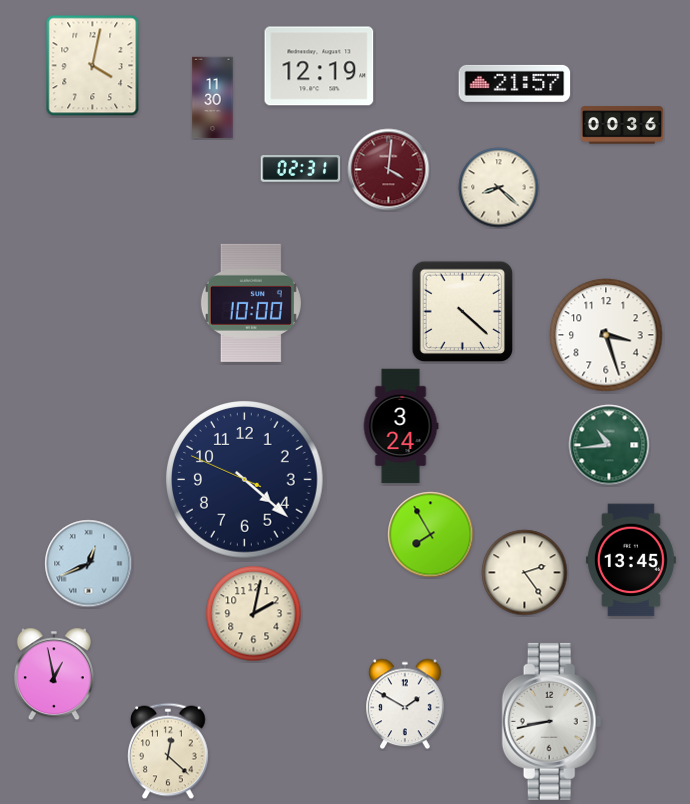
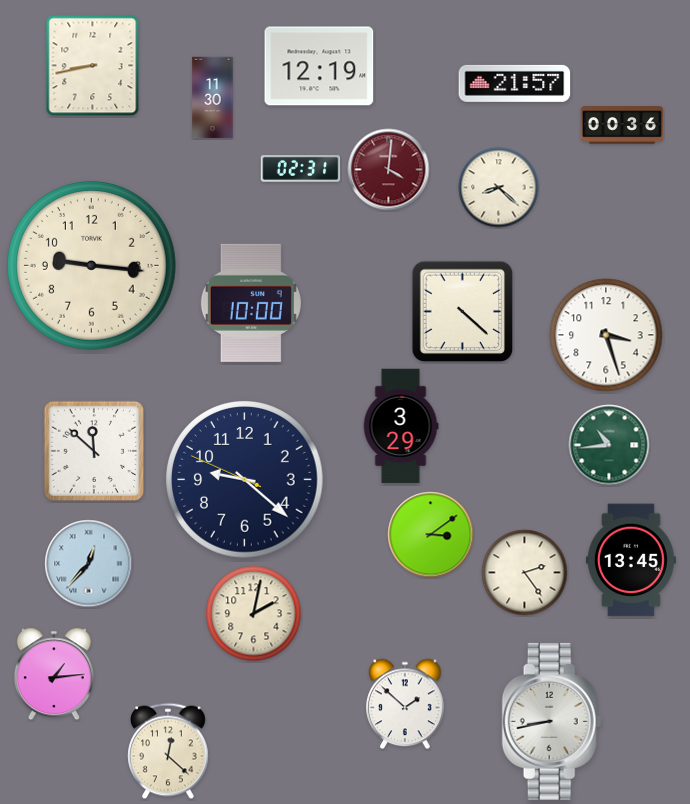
clock at (93, 66): 4:02 -> 8:43
clock at (91, 265): none -> 9:16
clock at (401, 426): 3:24 -> 3:29
clock at (94, 451): none -> 11:52
clock at (245, 480): 4:21 -> 9:21
clock at (431, 535): 7:55 -> 3:09
clock at (89, 564): 12:41 -> 12:37
clock at (54, 674): 12:58 -> 1:14
clock at (405, 704): 1:50 -> 1:52
